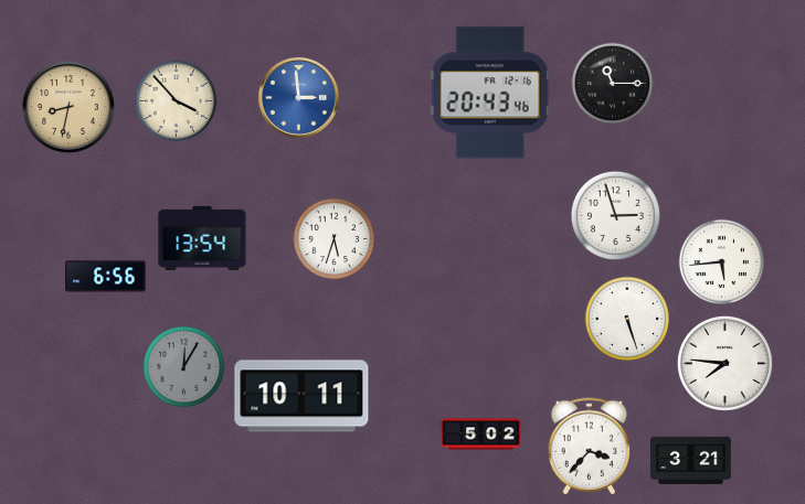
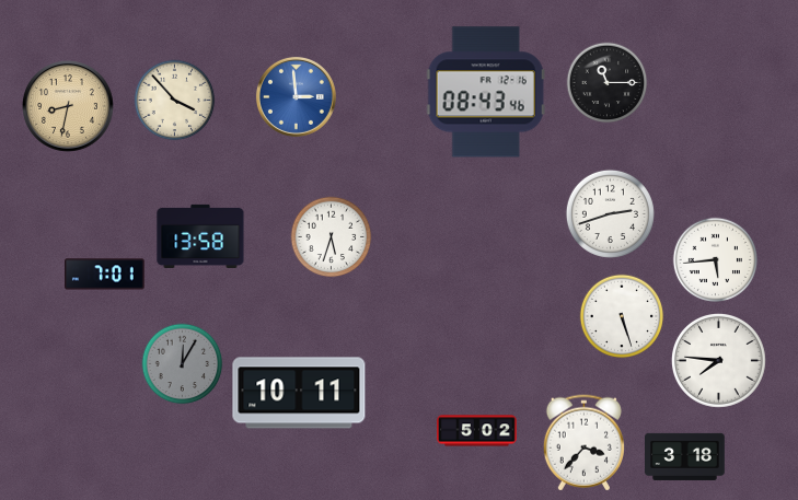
clock at (490, 93): 20:43 -> 08:43
clock at (615, 215): 2:57 -> 2:42
clock at (202, 238): 13:54 -> 13:58
clock at (106, 277): 6:56 -> 7:01
clock at (691, 460): 3:21 -> 3:18
